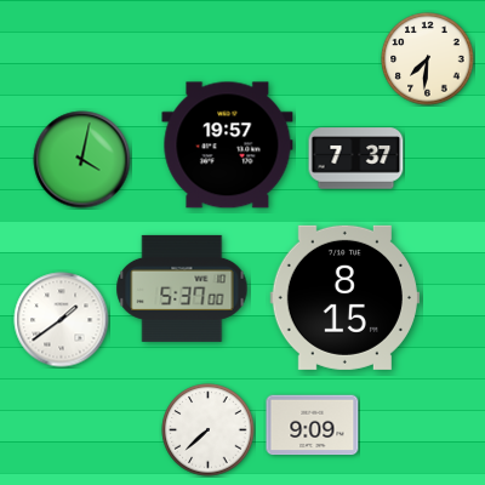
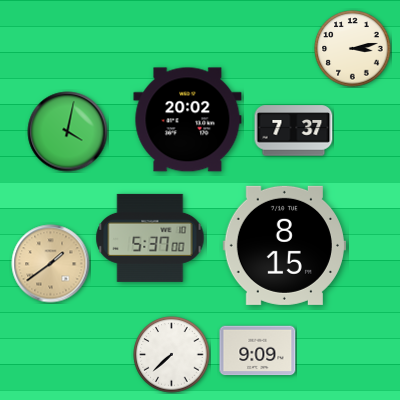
clock at (428, 59): 7:31 -> 3:13
clock at (228, 145): 19:57 -> 20:02
clock at (62, 320) dial: white -> champagne
